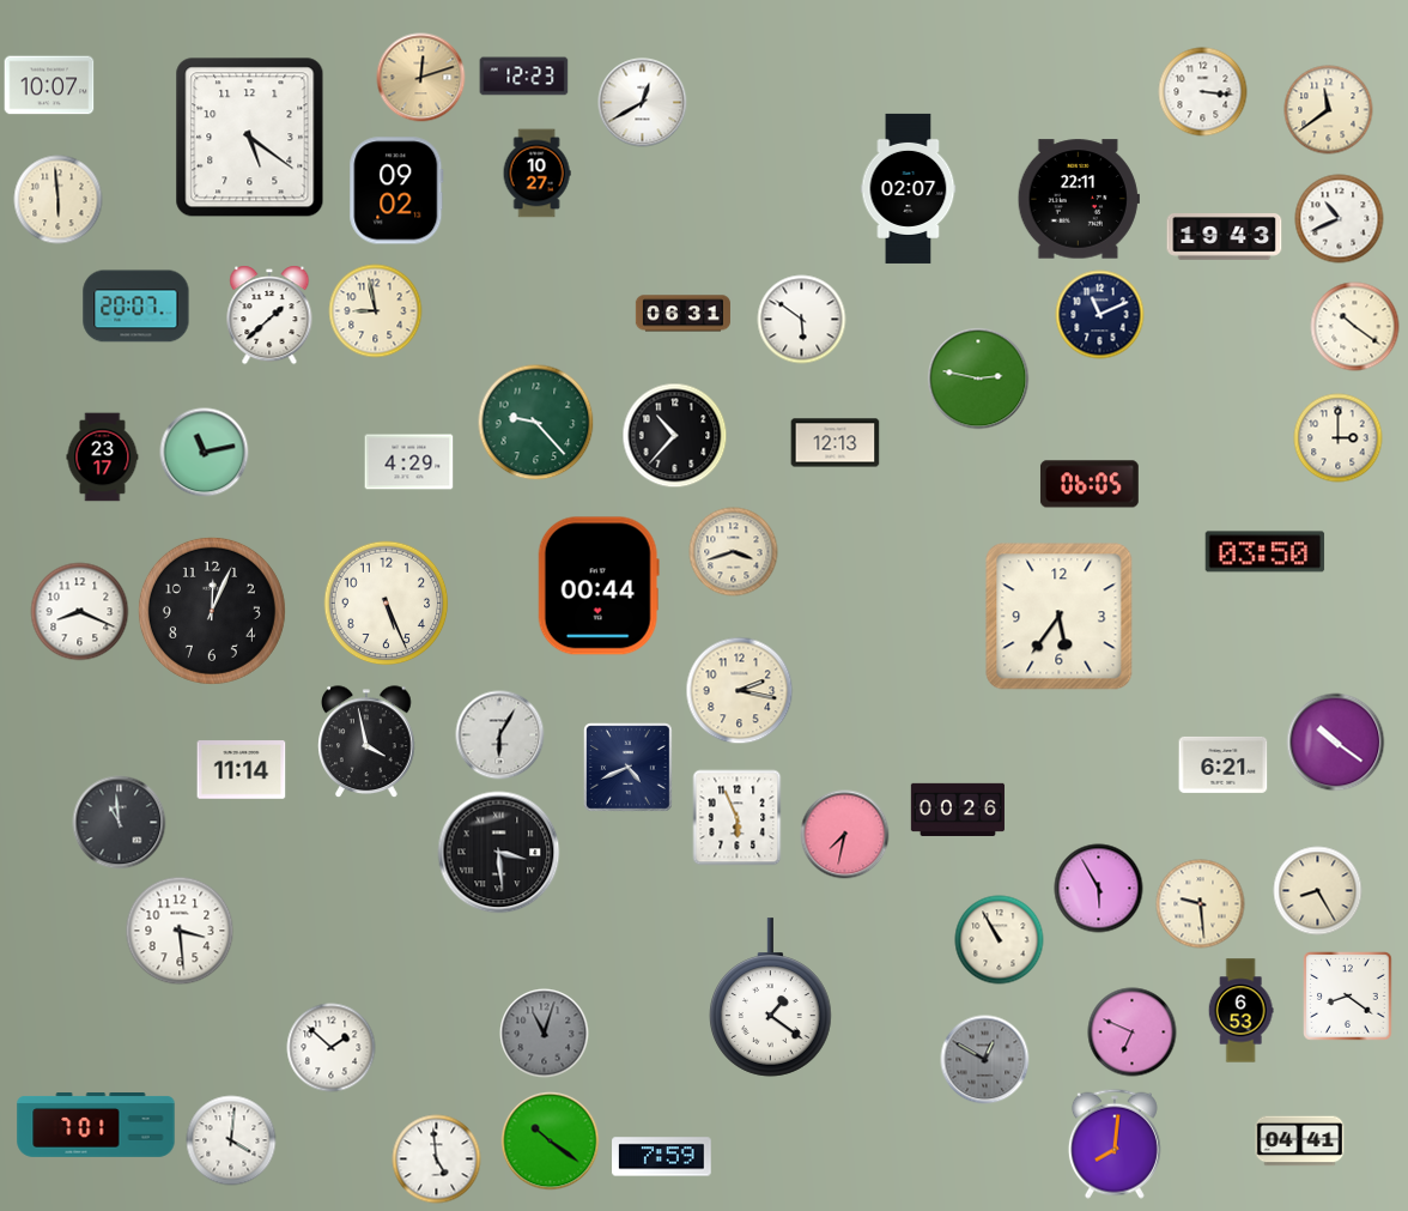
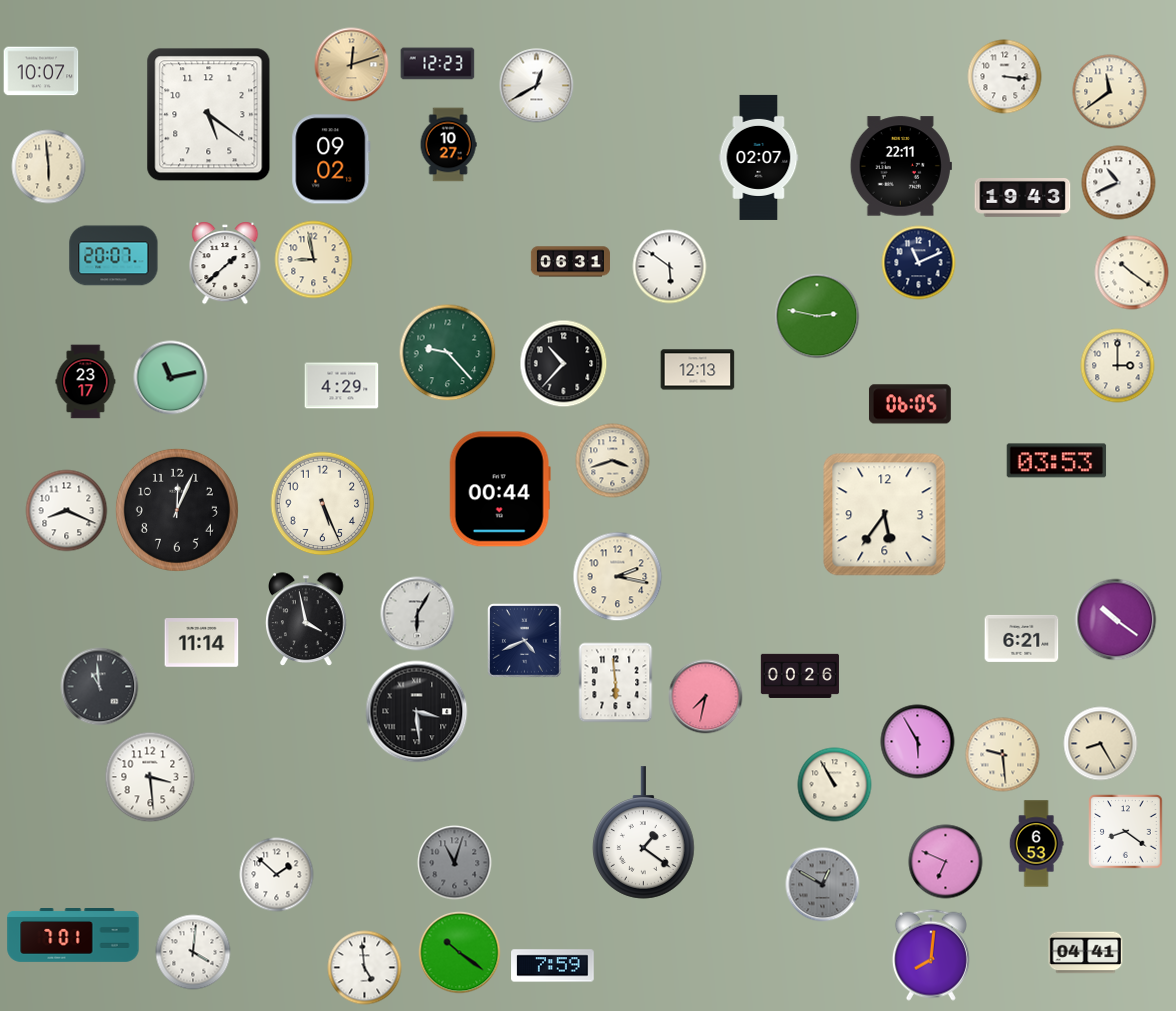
clock at (1266, 552): 03:50 -> 03:53
clock at (738, 818): 5:56 -> 5:59
clock at (96, 1126) position: (96, 1126) -> (73, 936)
